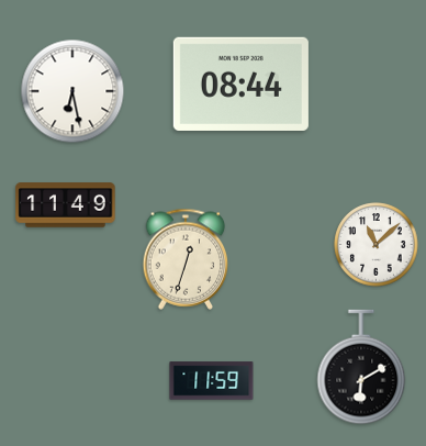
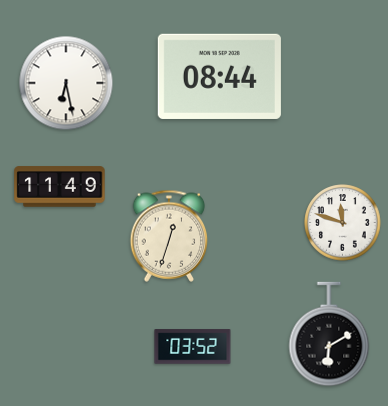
clock at (377, 245): 11:08 -> 11:48
clock at (212, 381): 11:59 -> 03:52
